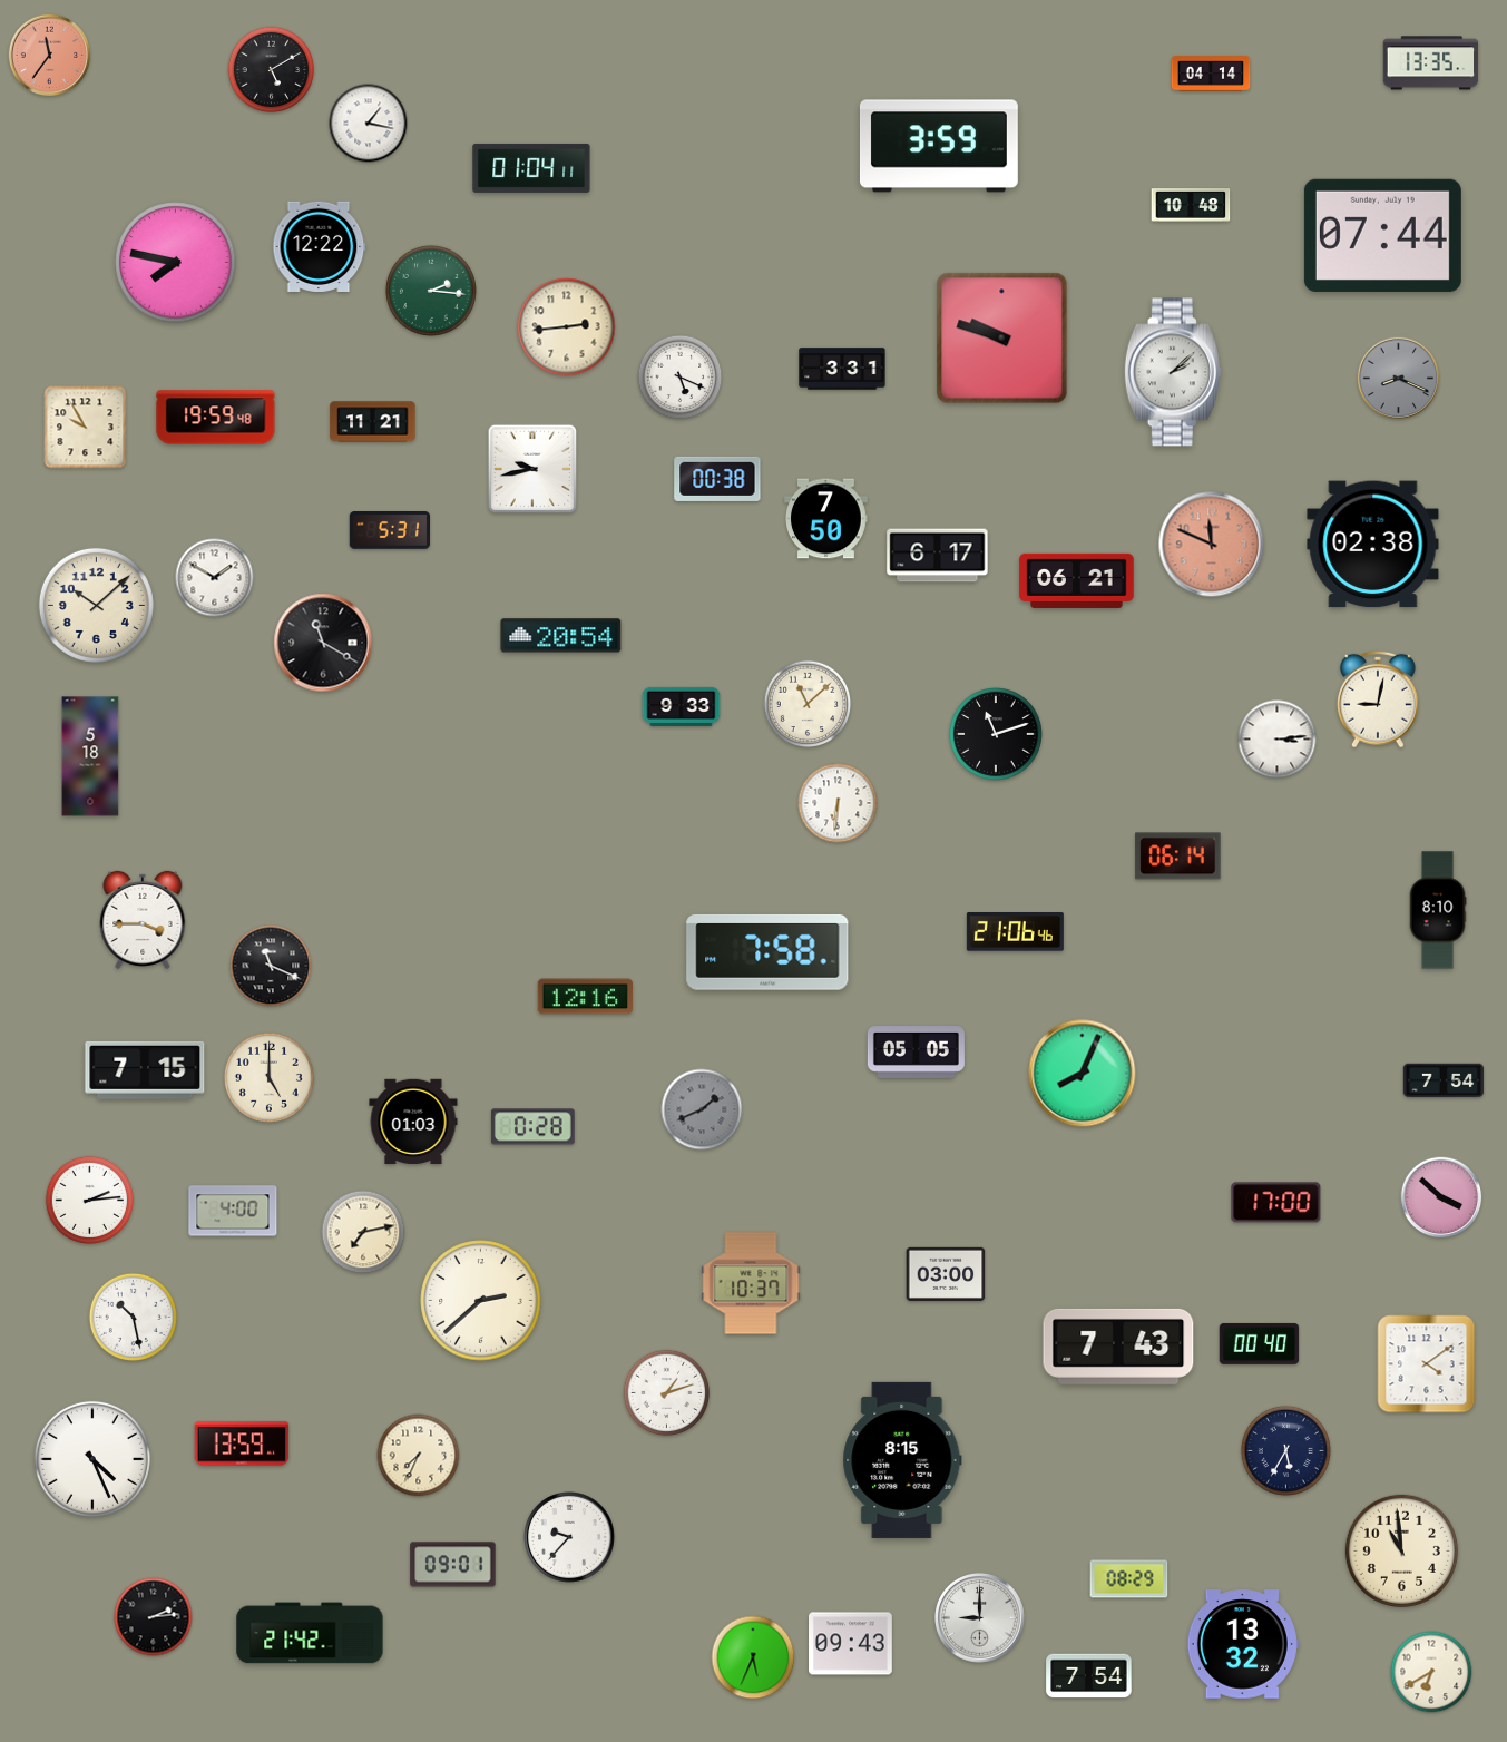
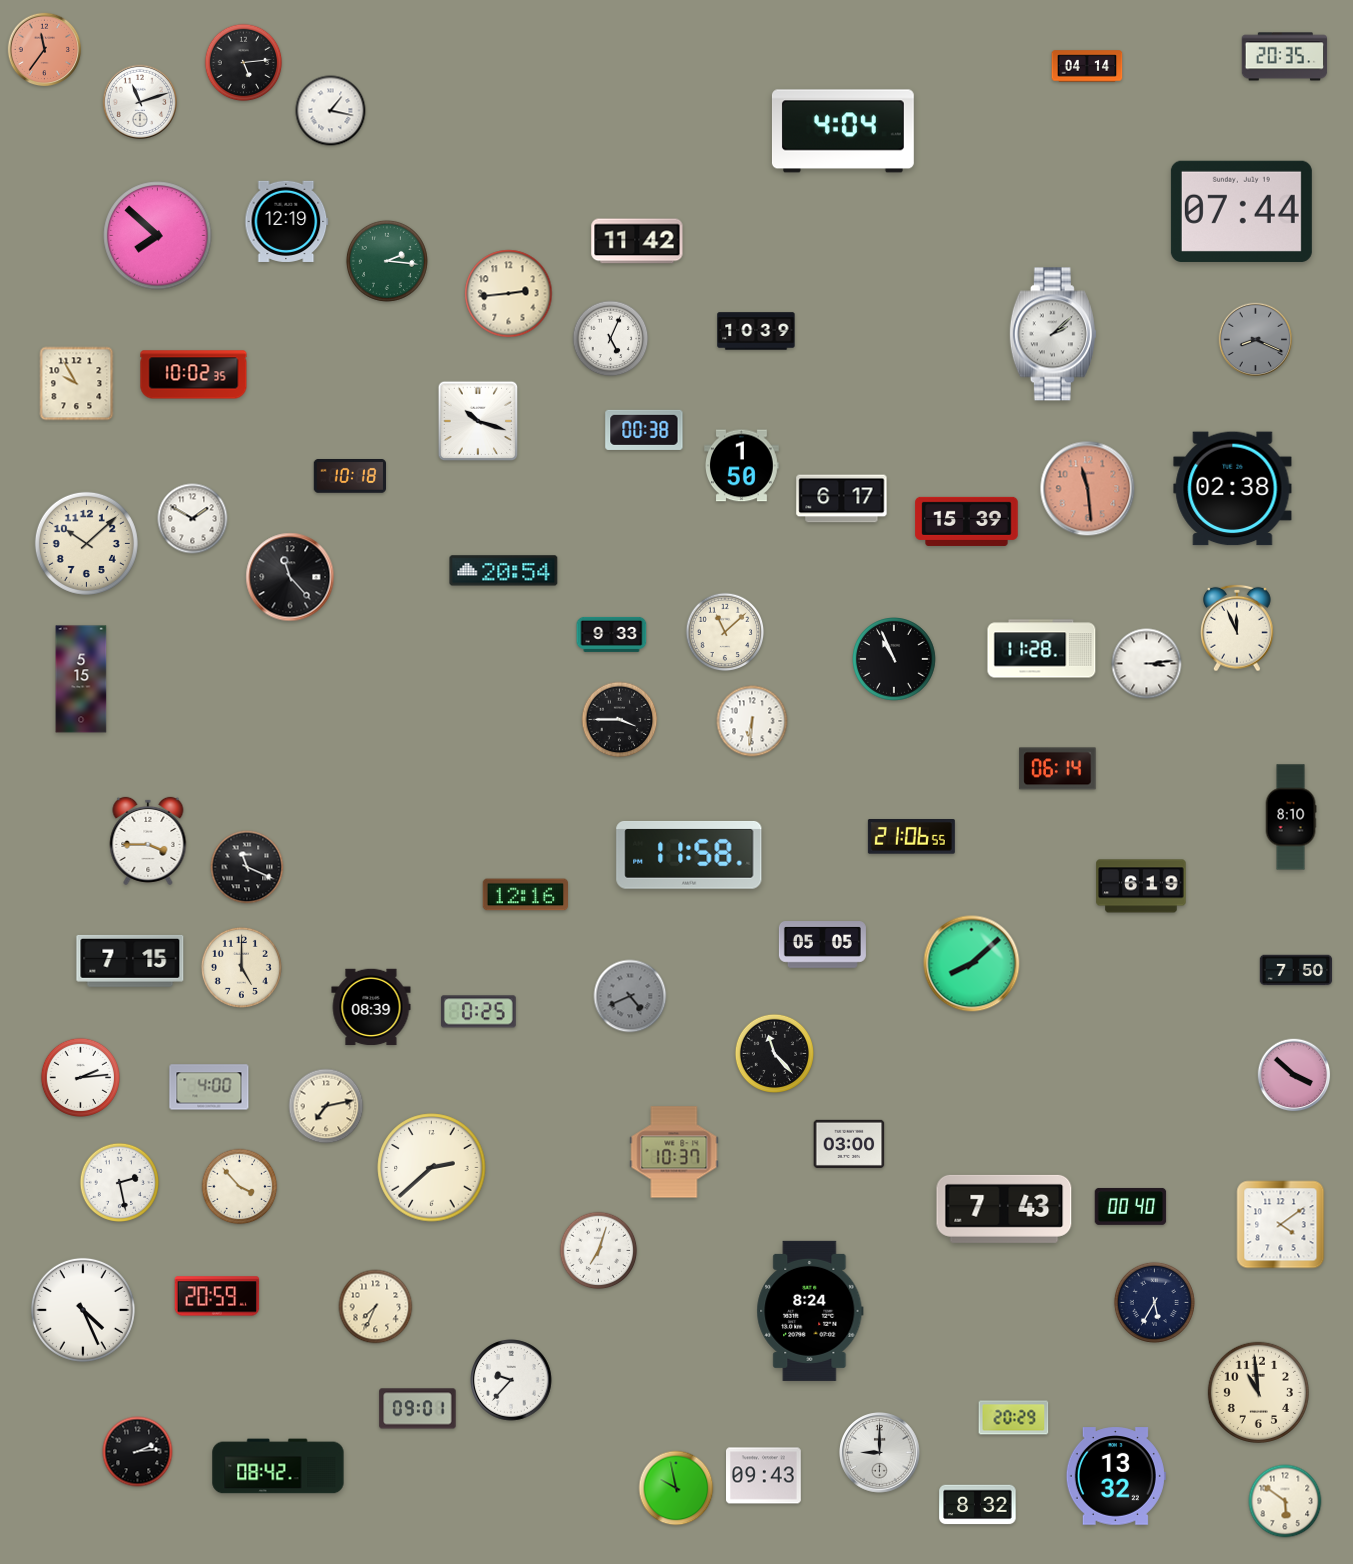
clock at (1431, 63): 13:35 -> 20:35
clock at (272, 70): 5:10 -> 5:14
clock at (140, 102): none -> 11:12
clock at (939, 146): 3:59 -> 4:04
clock at (531, 168): 01:04 -> none
clock at (1191, 205): 10:48 -> none
clock at (320, 246): 12:22 -> 12:19
clock at (176, 263): 7:47 -> 7:52
clock at (637, 241): none -> 11:42
clock at (1002, 339): 9:48 -> none
clock at (842, 369): 3:31 -> 10:39
clock at (681, 378): 5:19 -> 5:04
clock at (216, 418): 19:59 -> 10:02
clock at (373, 422): 11:21 -> none
clock at (532, 469): 9:43 -> 10:18
clock at (826, 519): 7:50 -> 1:50
clock at (389, 531): 5:31 -> 10:18
clock at (1212, 545): 11:49 -> 11:29
clock at (1077, 580): 06:21 -> 15:39
clock at (323, 643): 11:20 -> 11:23
clock at (1379, 699): 9:02 -> 11:56
clock at (1042, 649): none -> 11:28
clock at (996, 734): 11:12 -> 10:56
clock at (90, 756): 5:18 -> 5:15
clock at (620, 720): none -> 3:45
clock at (143, 920) position: (143, 920) -> (148, 841)
clock at (1015, 932): 21:06:46 -> 21:06:55
clock at (767, 952): 7:58 -> 11:58
clock at (271, 966) position: (271, 966) -> (247, 867)
clock at (1141, 886): none -> 6:19
clock at (1083, 1074): 8:04 -> 8:08
clock at (1444, 1080): 7:54 -> 7:50
clock at (702, 1109): 1:41 -> 4:41
clock at (413, 1122): 01:03 -> 08:39
clock at (532, 1127): 0:28 -> 0:25
clock at (774, 1053): none -> 11:23
clock at (1276, 1203): 17:00 -> none
clock at (133, 1317): 10:28 -> 2:28
clock at (240, 1187): none -> 3:53
clock at (667, 1393): 1:12 -> 7:03
clock at (242, 1443): 13:59 -> 20:59
clock at (902, 1460): 8:15 -> 8:24
clock at (453, 1565) position: (453, 1565) -> (418, 1409)
clock at (1129, 1579): 08:29 -> 20:29
clock at (310, 1633): 21:42 -> 08:42
clock at (753, 1657): 5:34 -> 9:58
clock at (1431, 1672): 6:40 -> 5:51
clock at (1089, 1676): 7:54 -> 8:32
